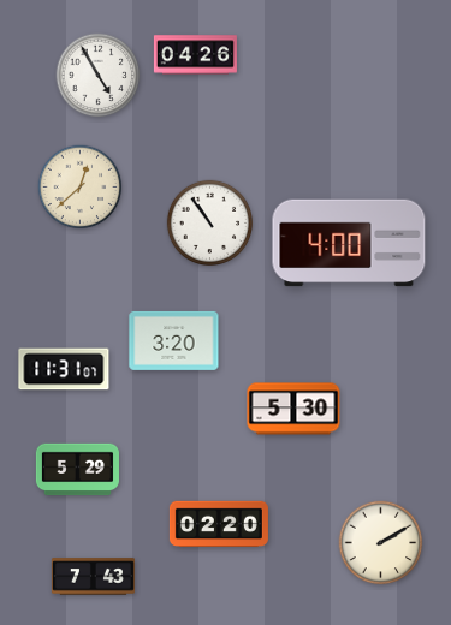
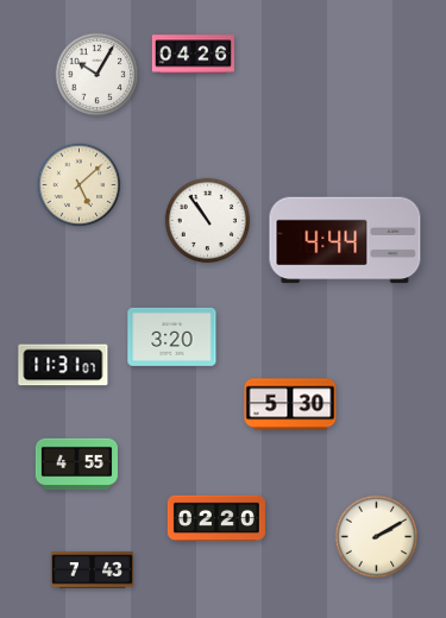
clock at (99, 76): 4:55 -> 10:05
clock at (81, 187): 12:38 -> 5:08
clock at (349, 243): 4:00 -> 4:44
clock at (77, 470): 5:29 -> 4:55
